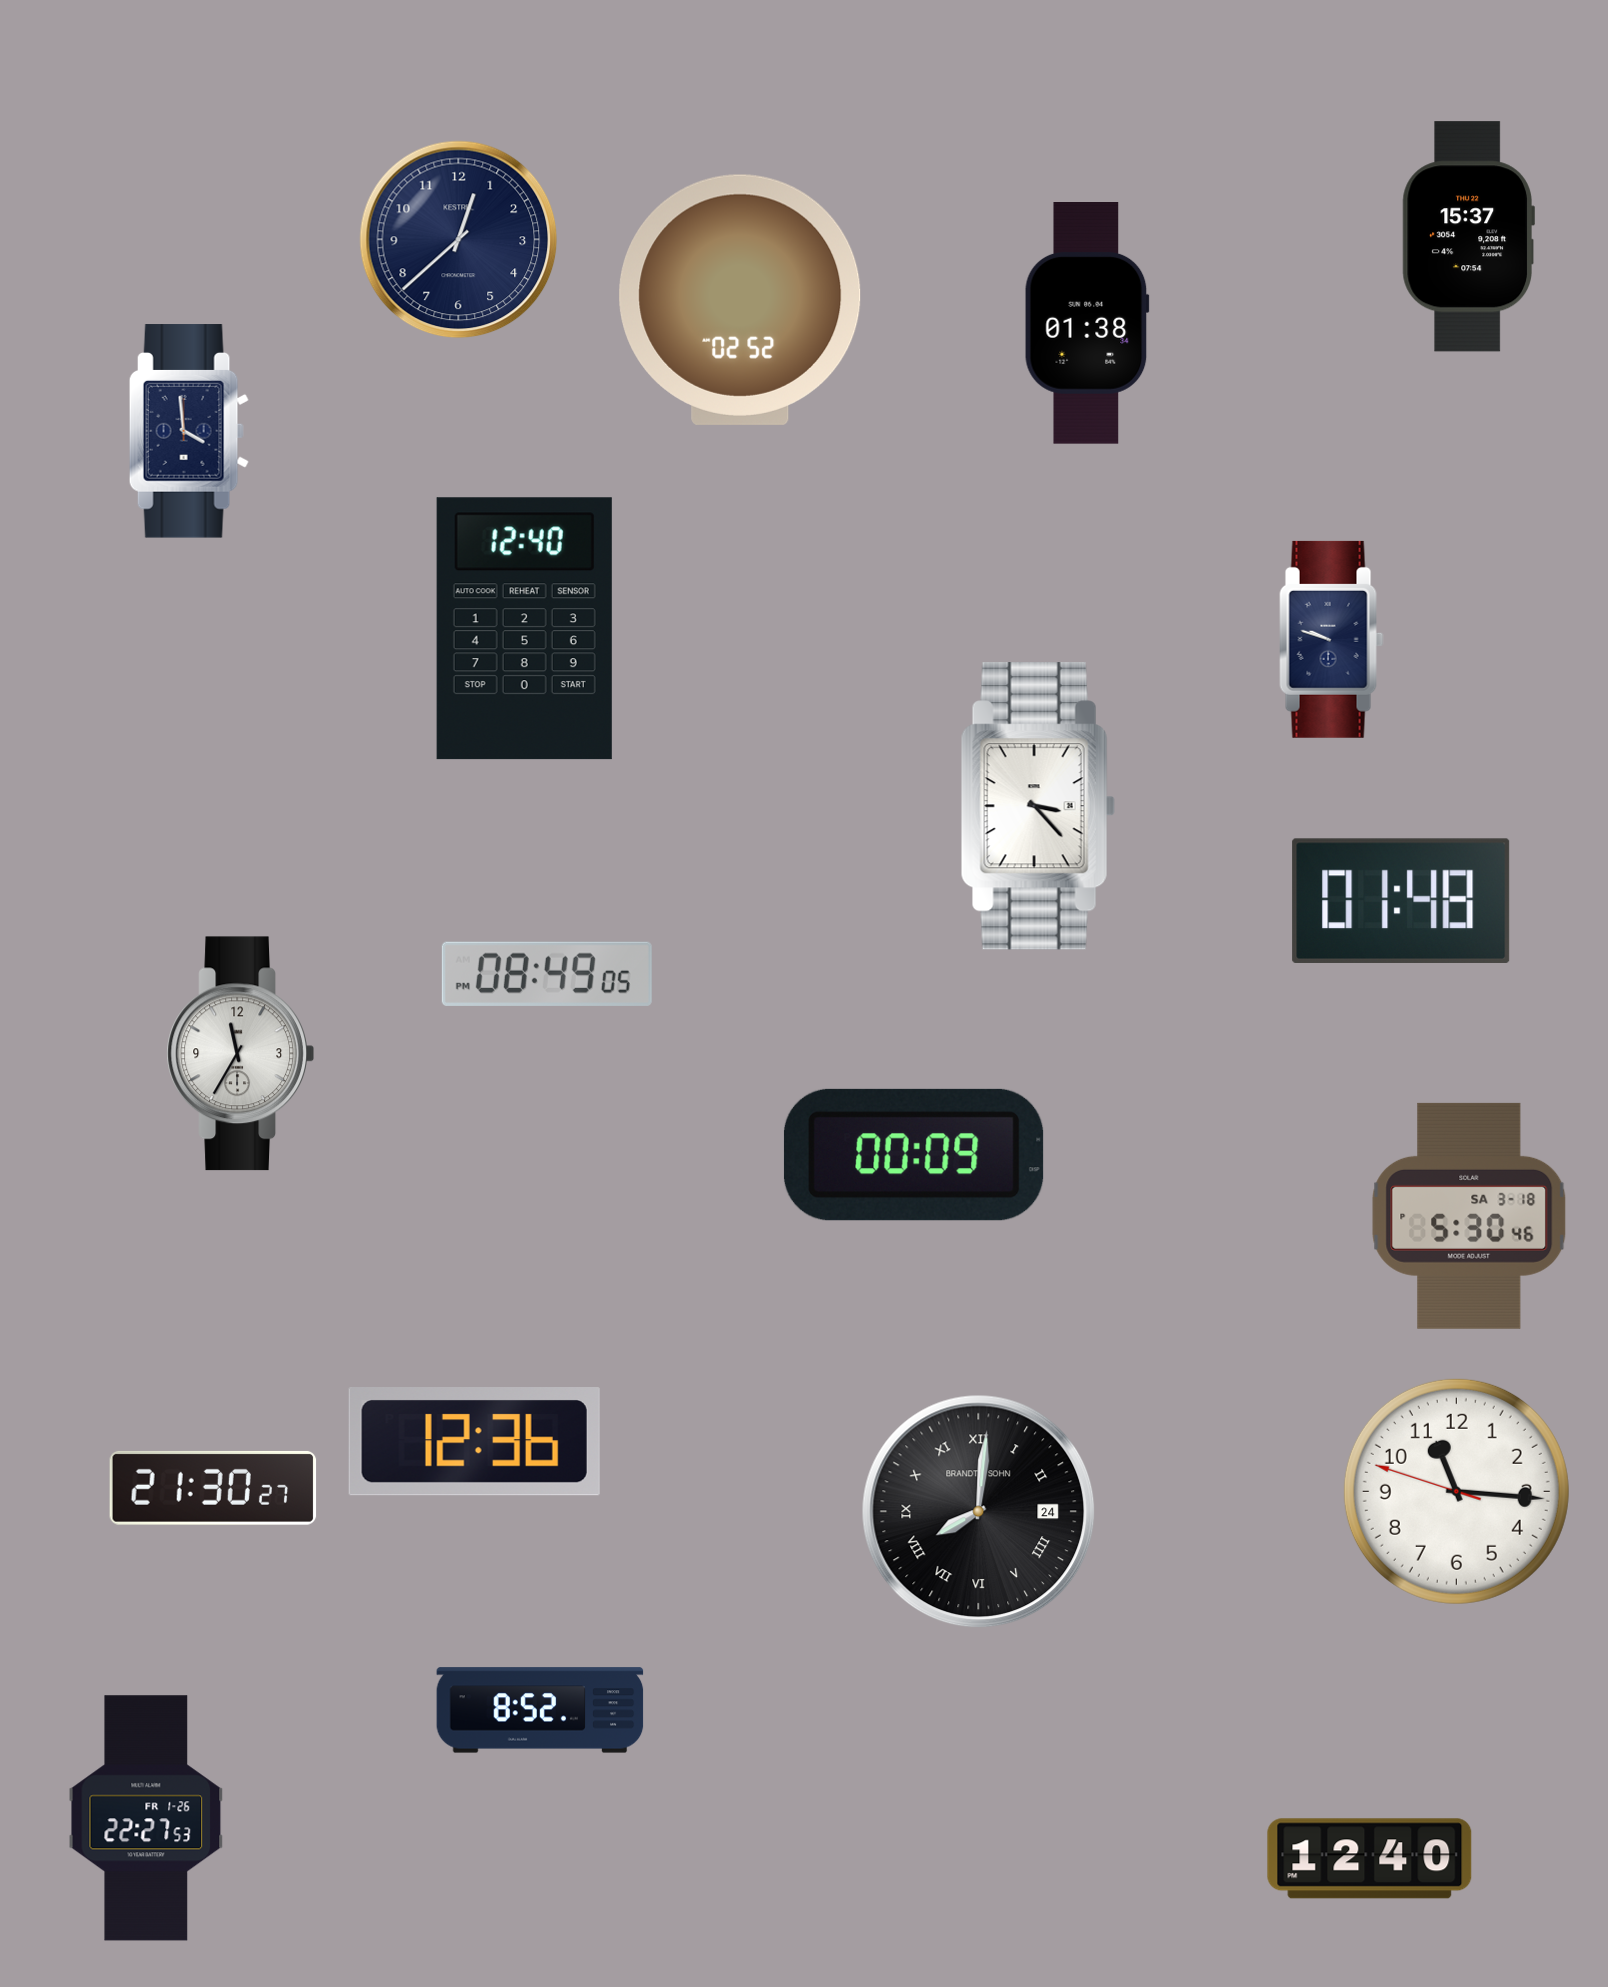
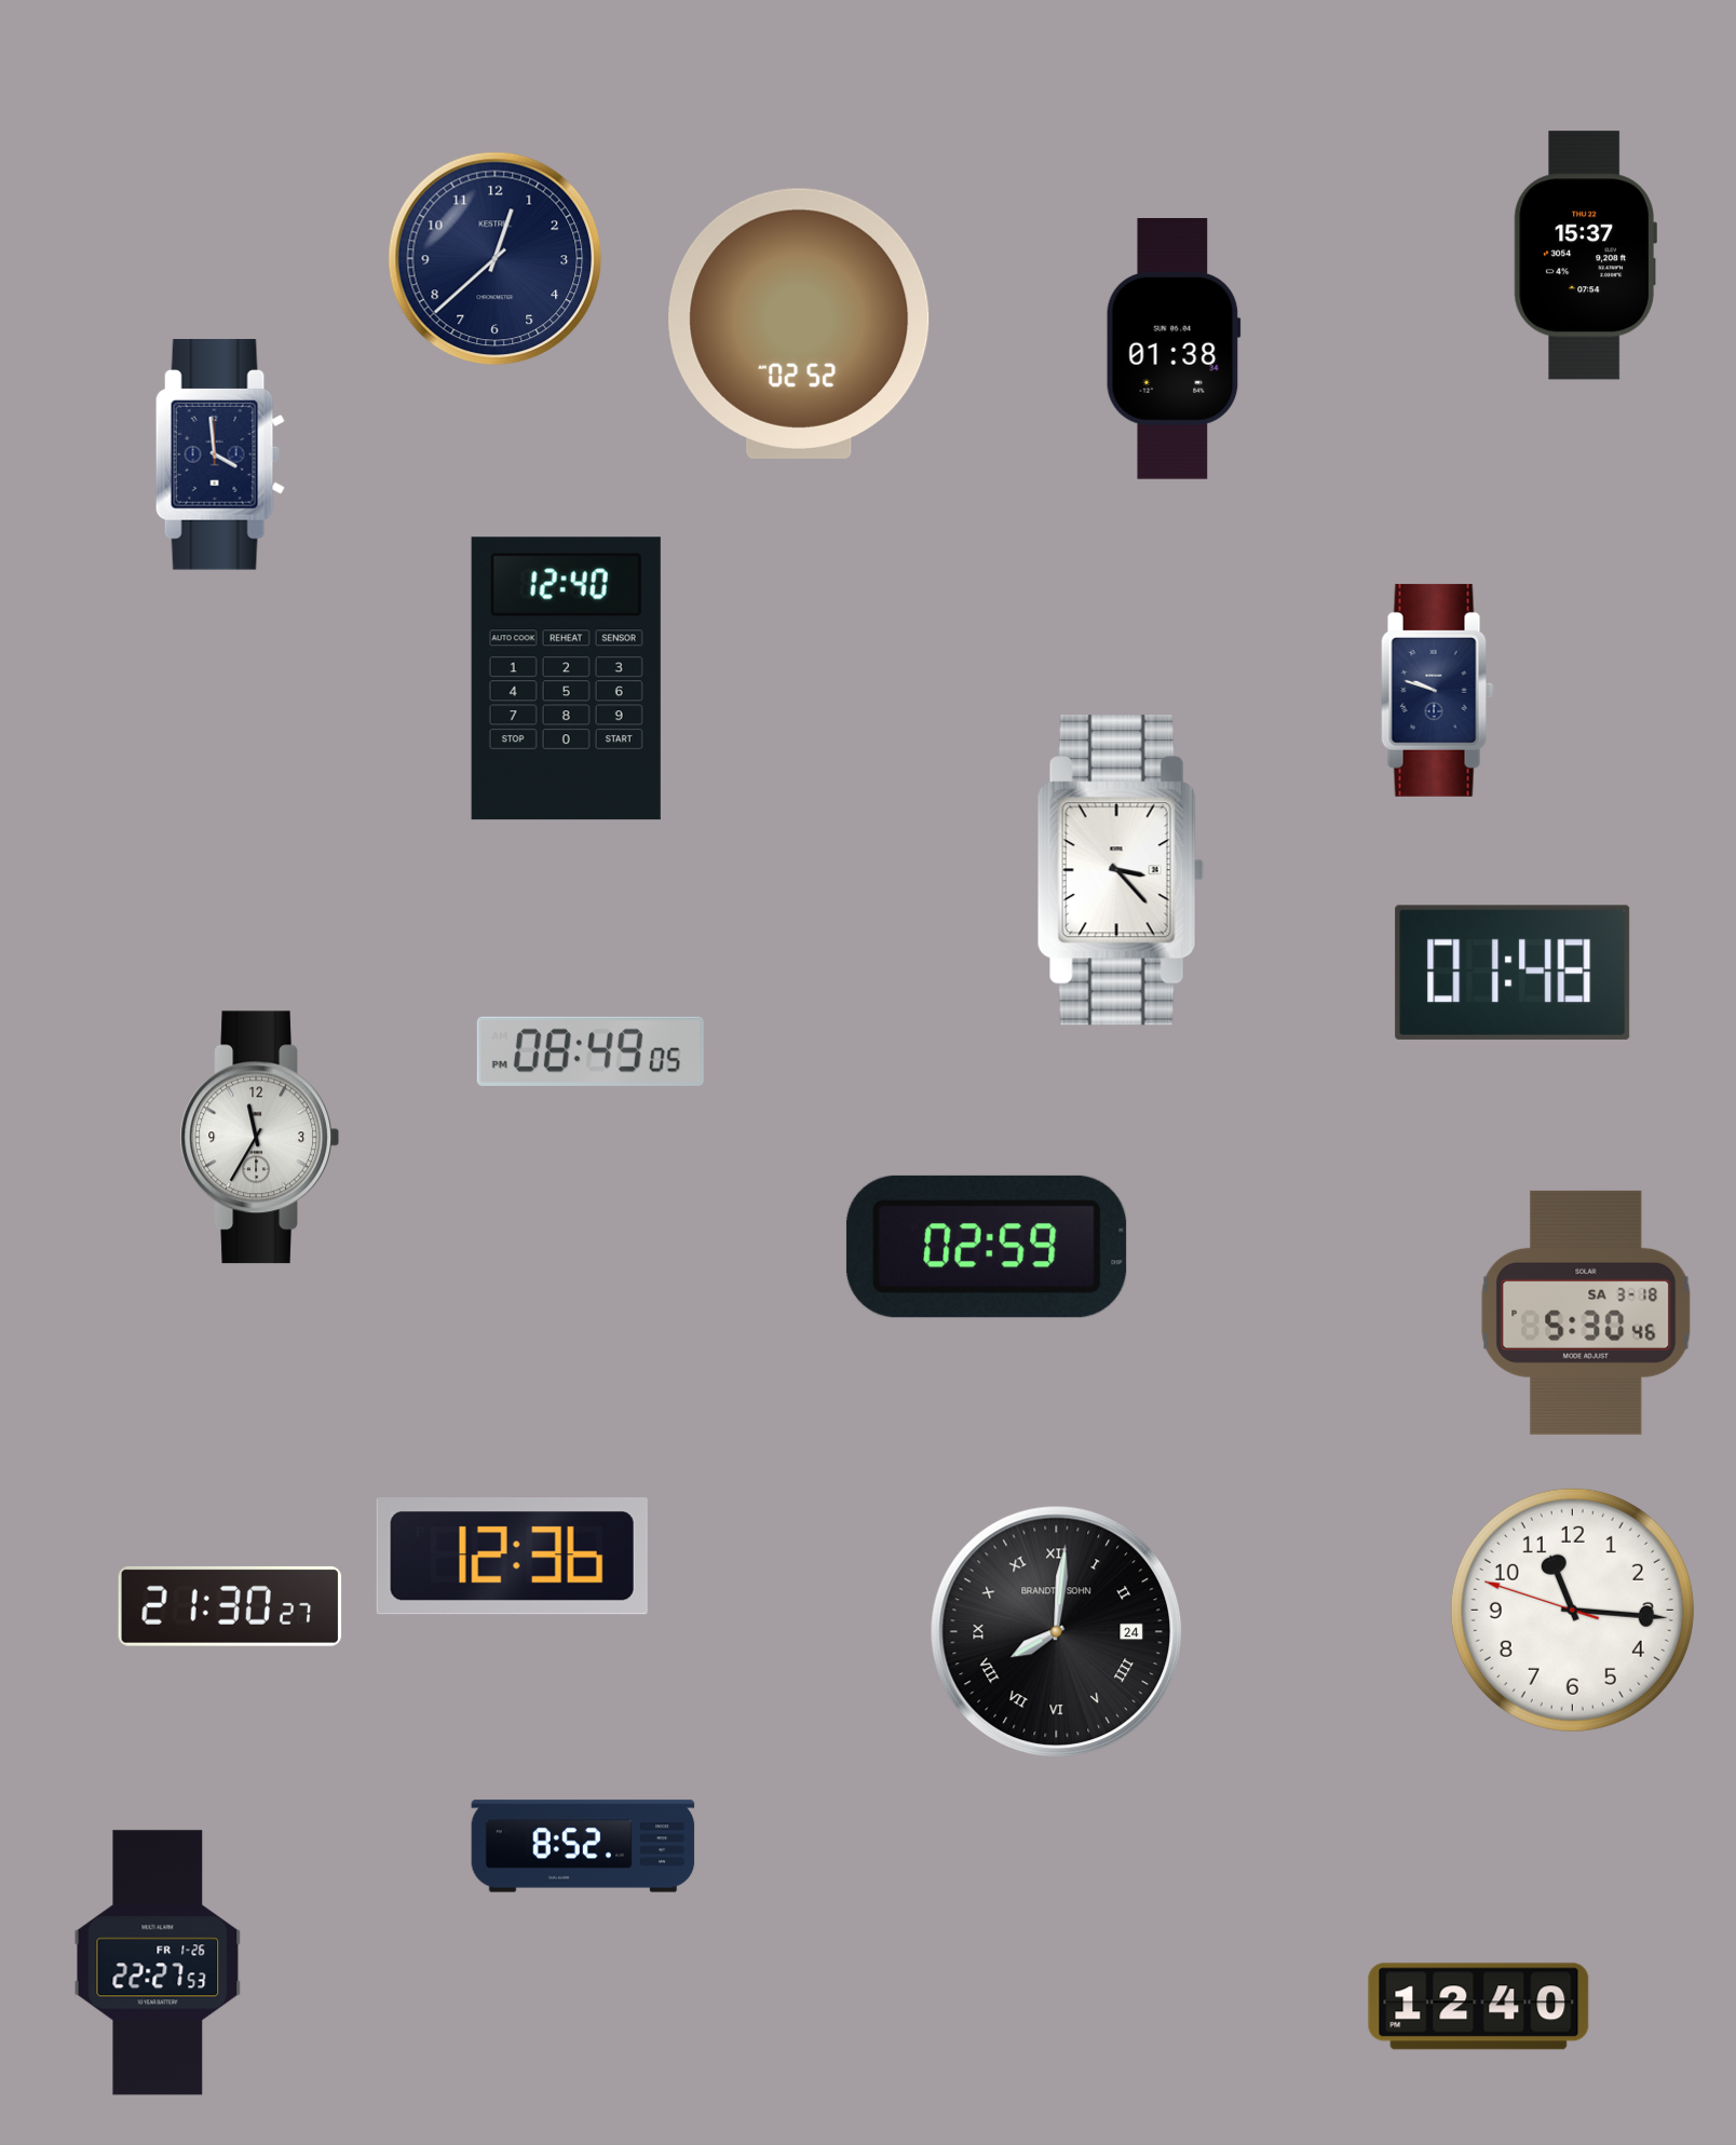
clock at (189, 431) position: (189, 431) -> (220, 454)
clock at (914, 1155): 00:09 -> 02:59
